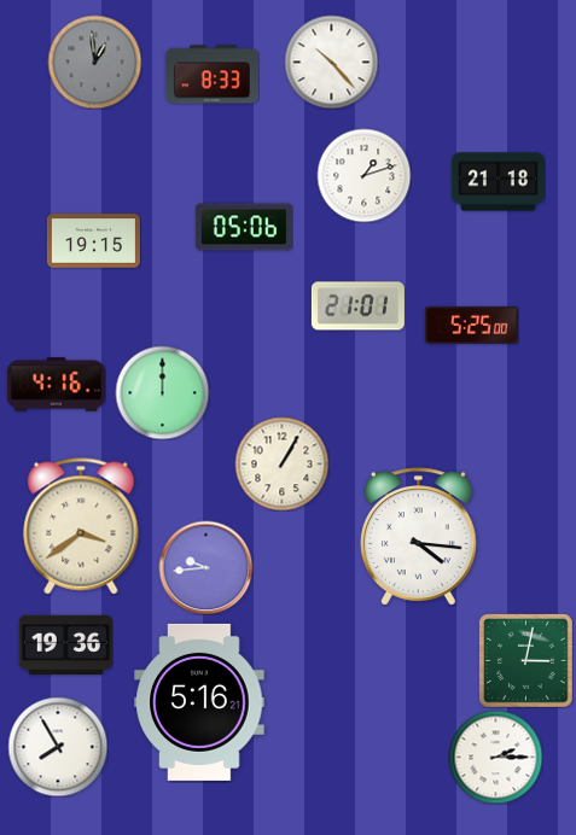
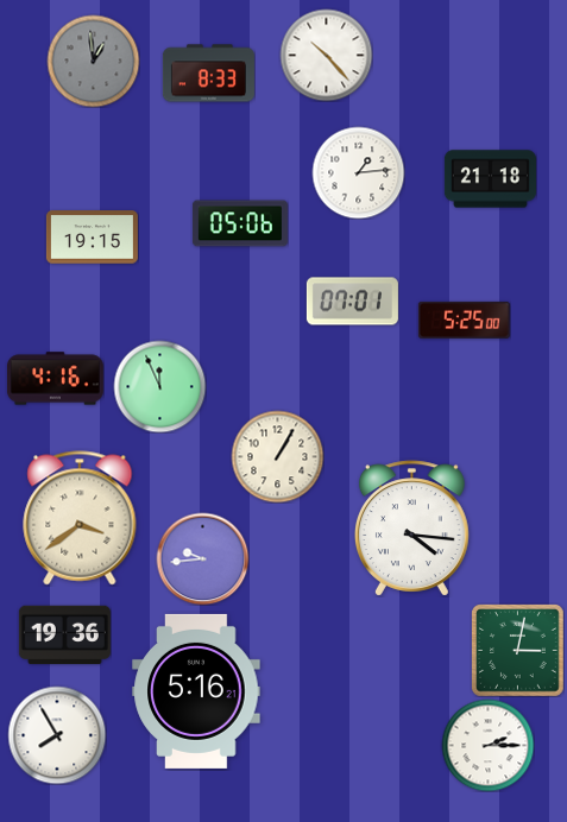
clock at (331, 62) position: (331, 62) -> (326, 55)
clock at (363, 175): 1:12 -> 1:14
clock at (357, 306): 21:01 -> 07:01
clock at (162, 392): 12:00 -> 11:56
